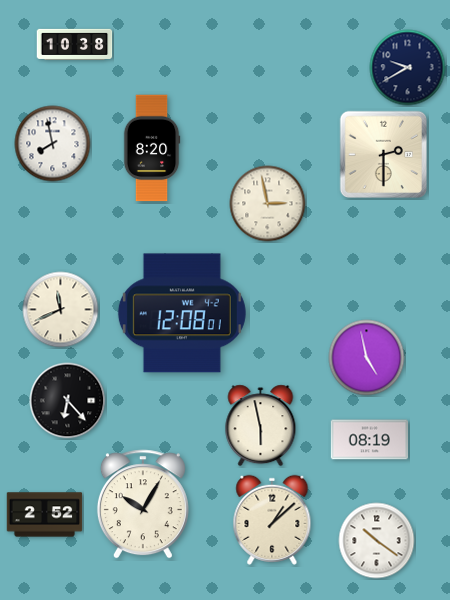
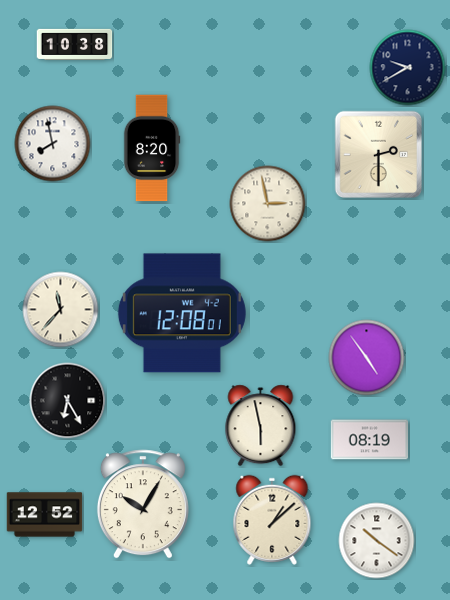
clock at (383, 154) position: (383, 154) -> (378, 154)
clock at (61, 310): 11:41 -> 11:37
clock at (367, 358): 4:58 -> 4:54
clock at (68, 401): 6:23 -> 6:25
clock at (45, 515): 2:52 -> 12:52
